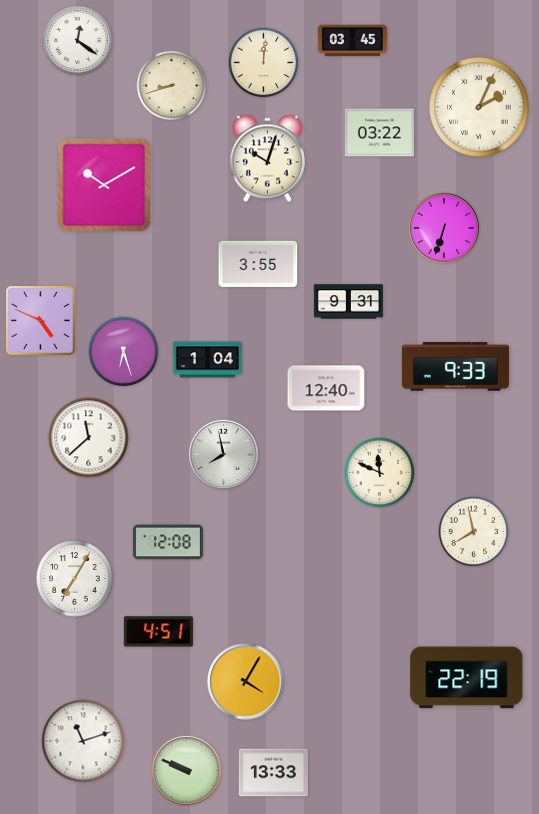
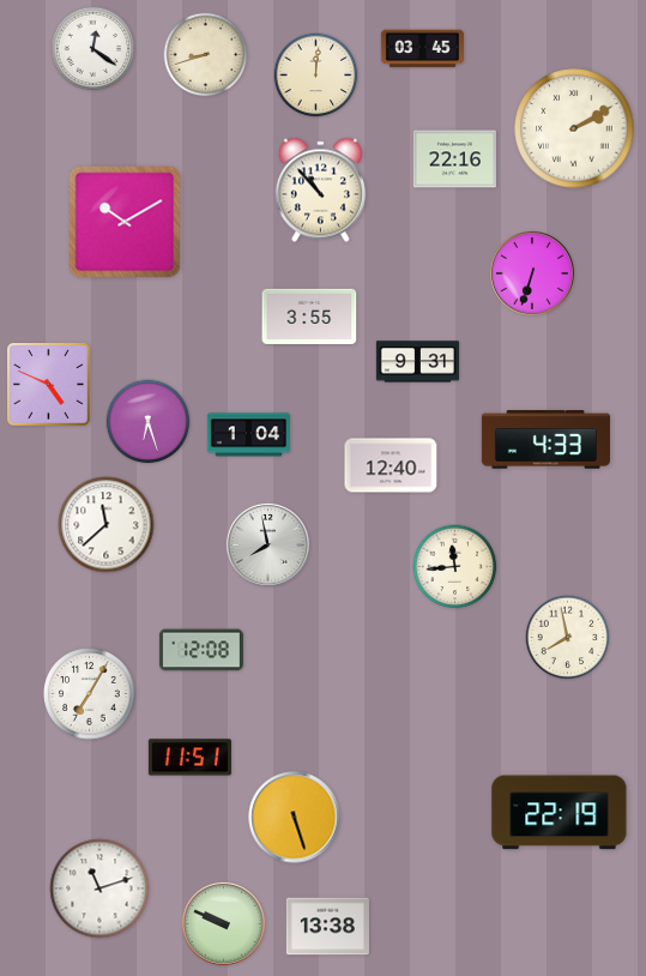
clock at (172, 86) position: (172, 86) -> (206, 55)
clock at (479, 107): 2:04 -> 2:10
clock at (379, 133): 03:22 -> 22:16
clock at (267, 159): 10:03 -> 10:53
clock at (207, 360) position: (207, 360) -> (248, 435)
clock at (455, 367): 9:33 -> 4:33
clock at (380, 473): 11:49 -> 11:44
clock at (158, 632): 4:51 -> 11:51
clock at (246, 682): 4:05 -> 5:27
clock at (273, 773): 13:33 -> 13:38
